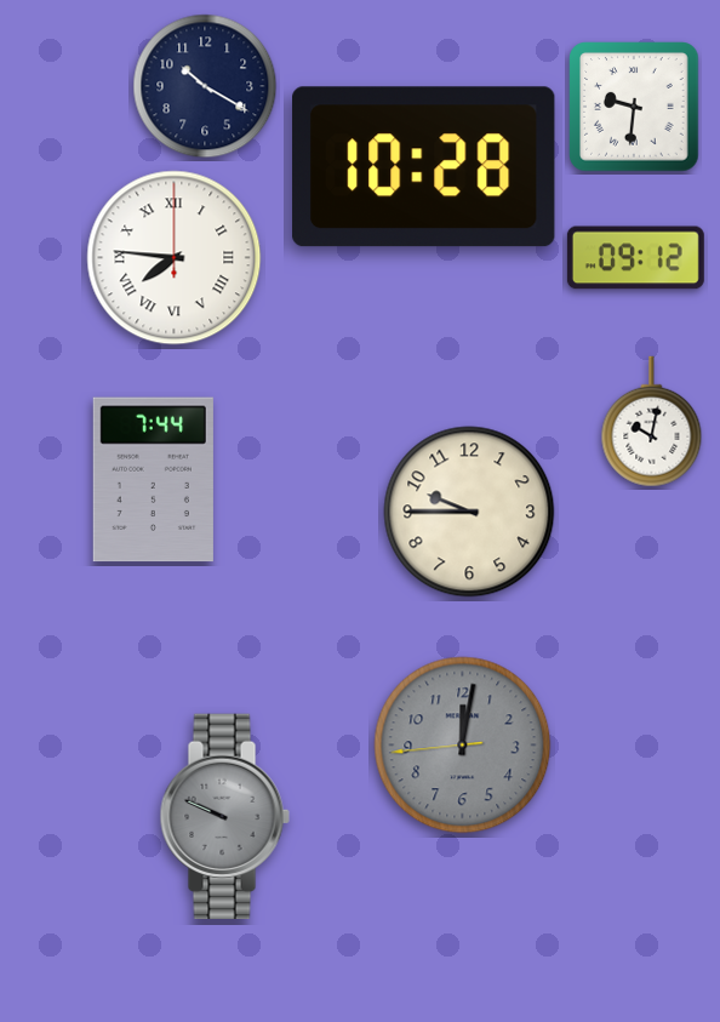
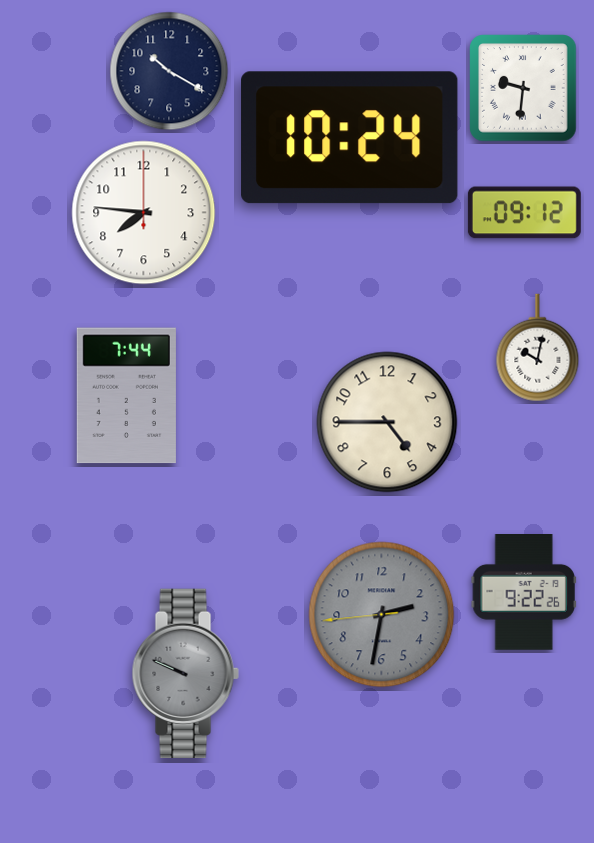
clock at (424, 167): 10:28 -> 10:24
clock at (175, 258) numerals: Roman -> Arabic
clock at (469, 512): 9:45 -> 4:45
clock at (524, 593): none -> 9:22
clock at (463, 746): 12:01 -> 2:31
